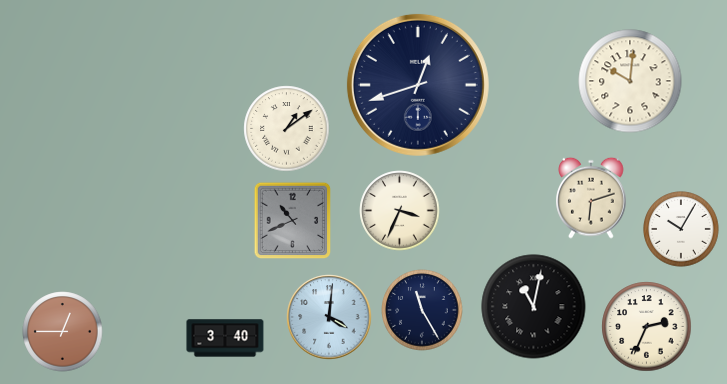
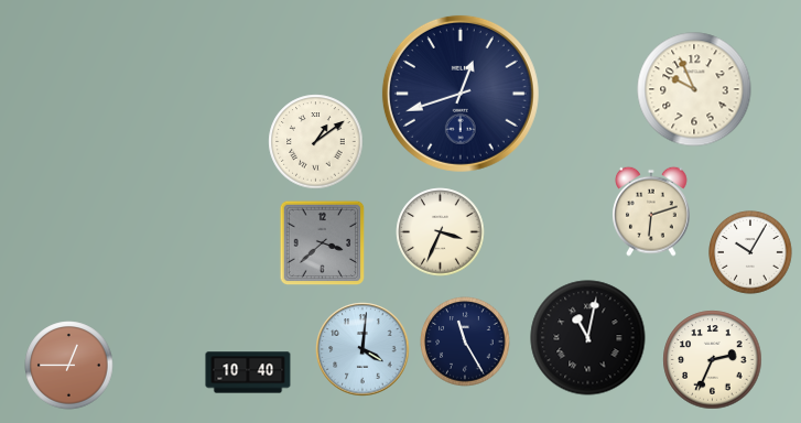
clock at (630, 81): 10:01 -> 9:56
clock at (591, 198) position: (591, 198) -> (651, 211)
clock at (293, 221): 10:41 -> 3:38
clock at (225, 338): 3:40 -> 10:40
